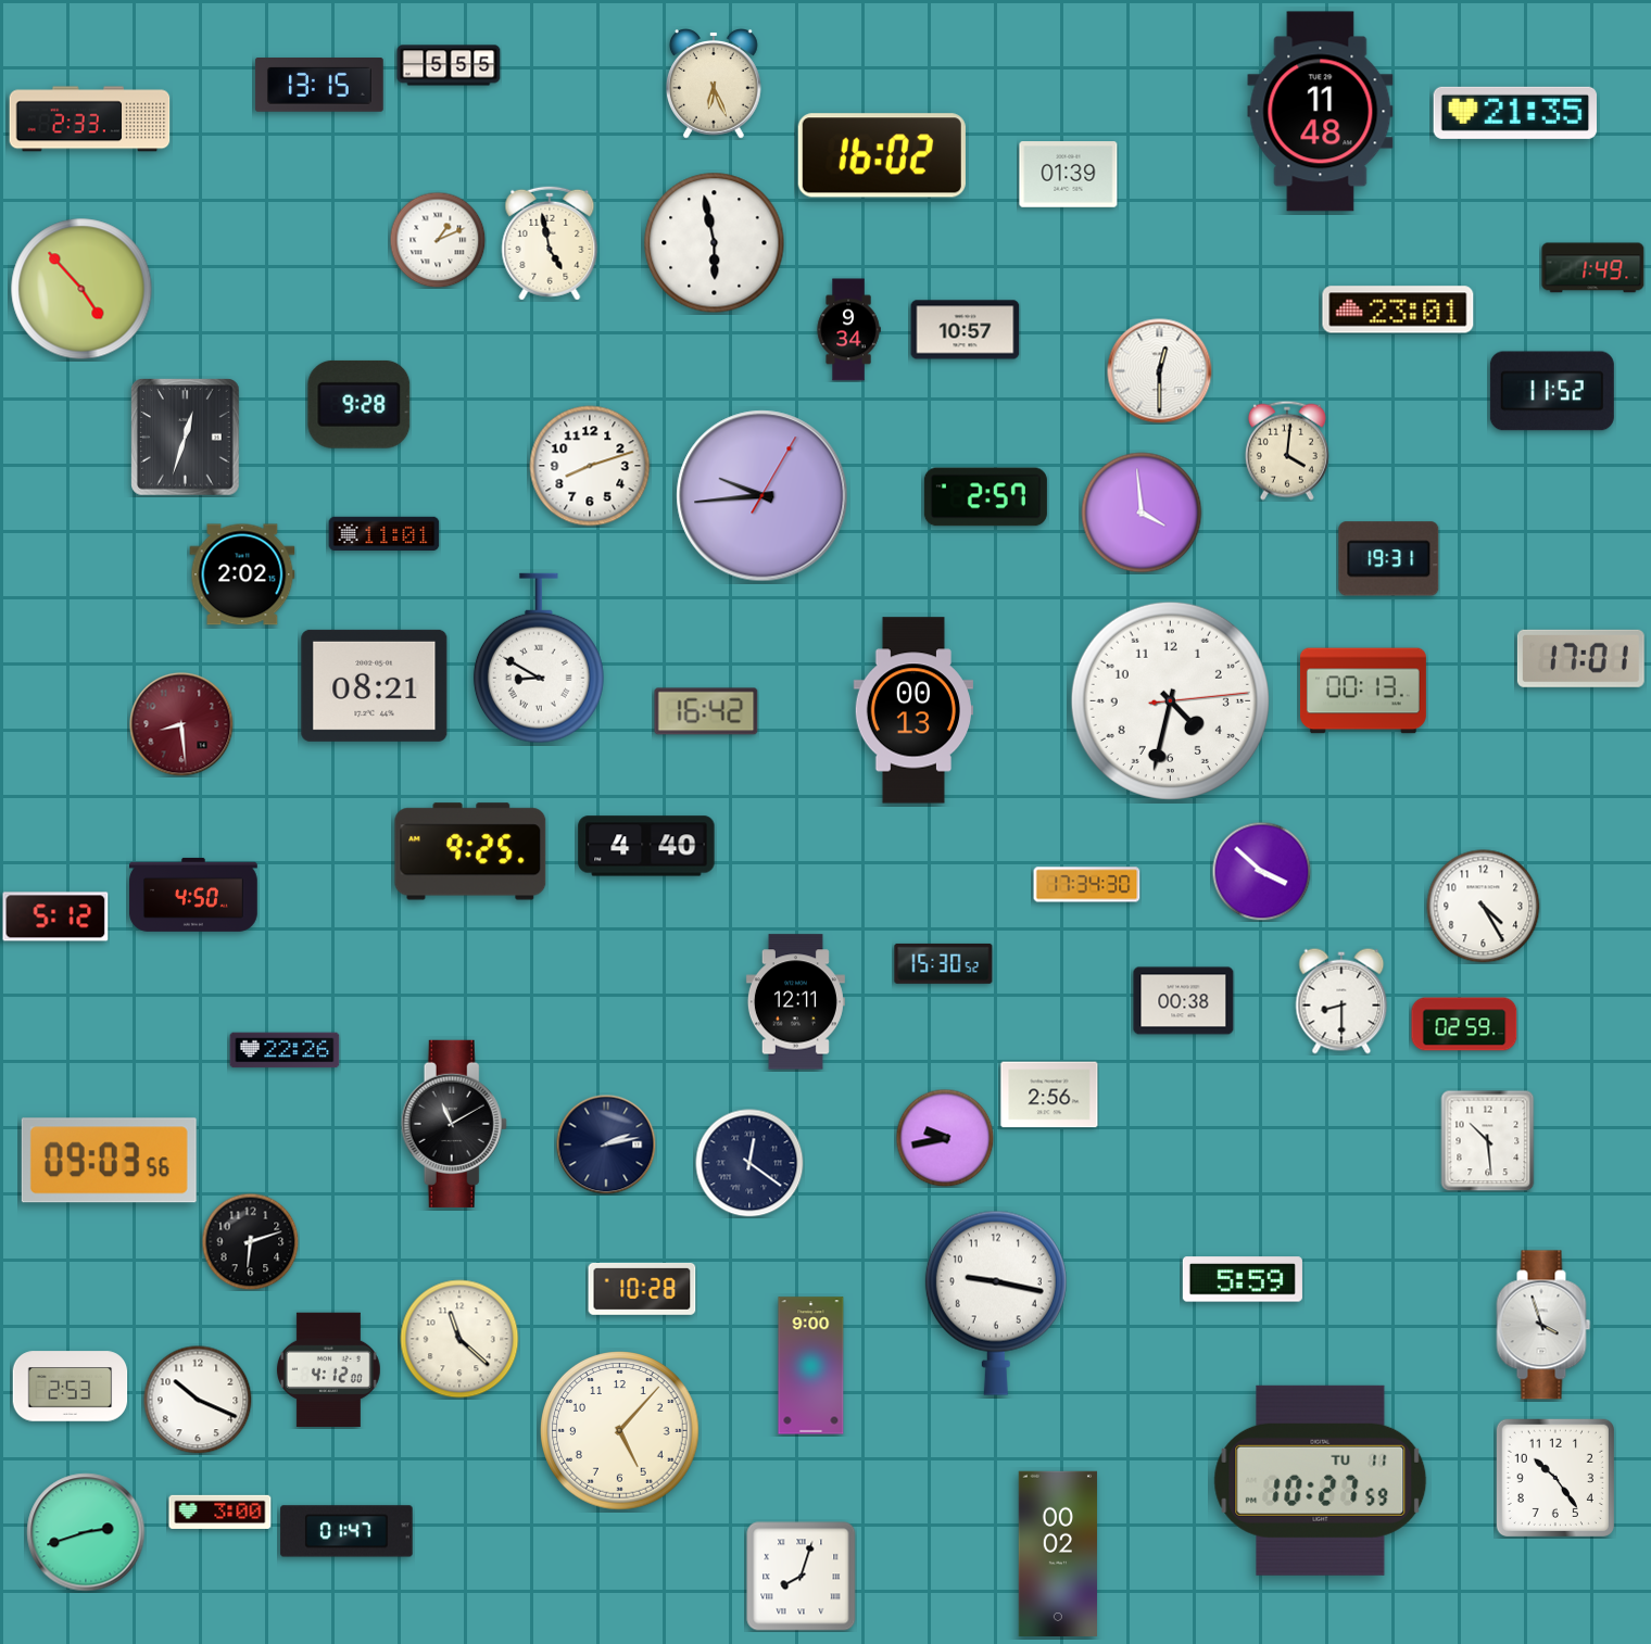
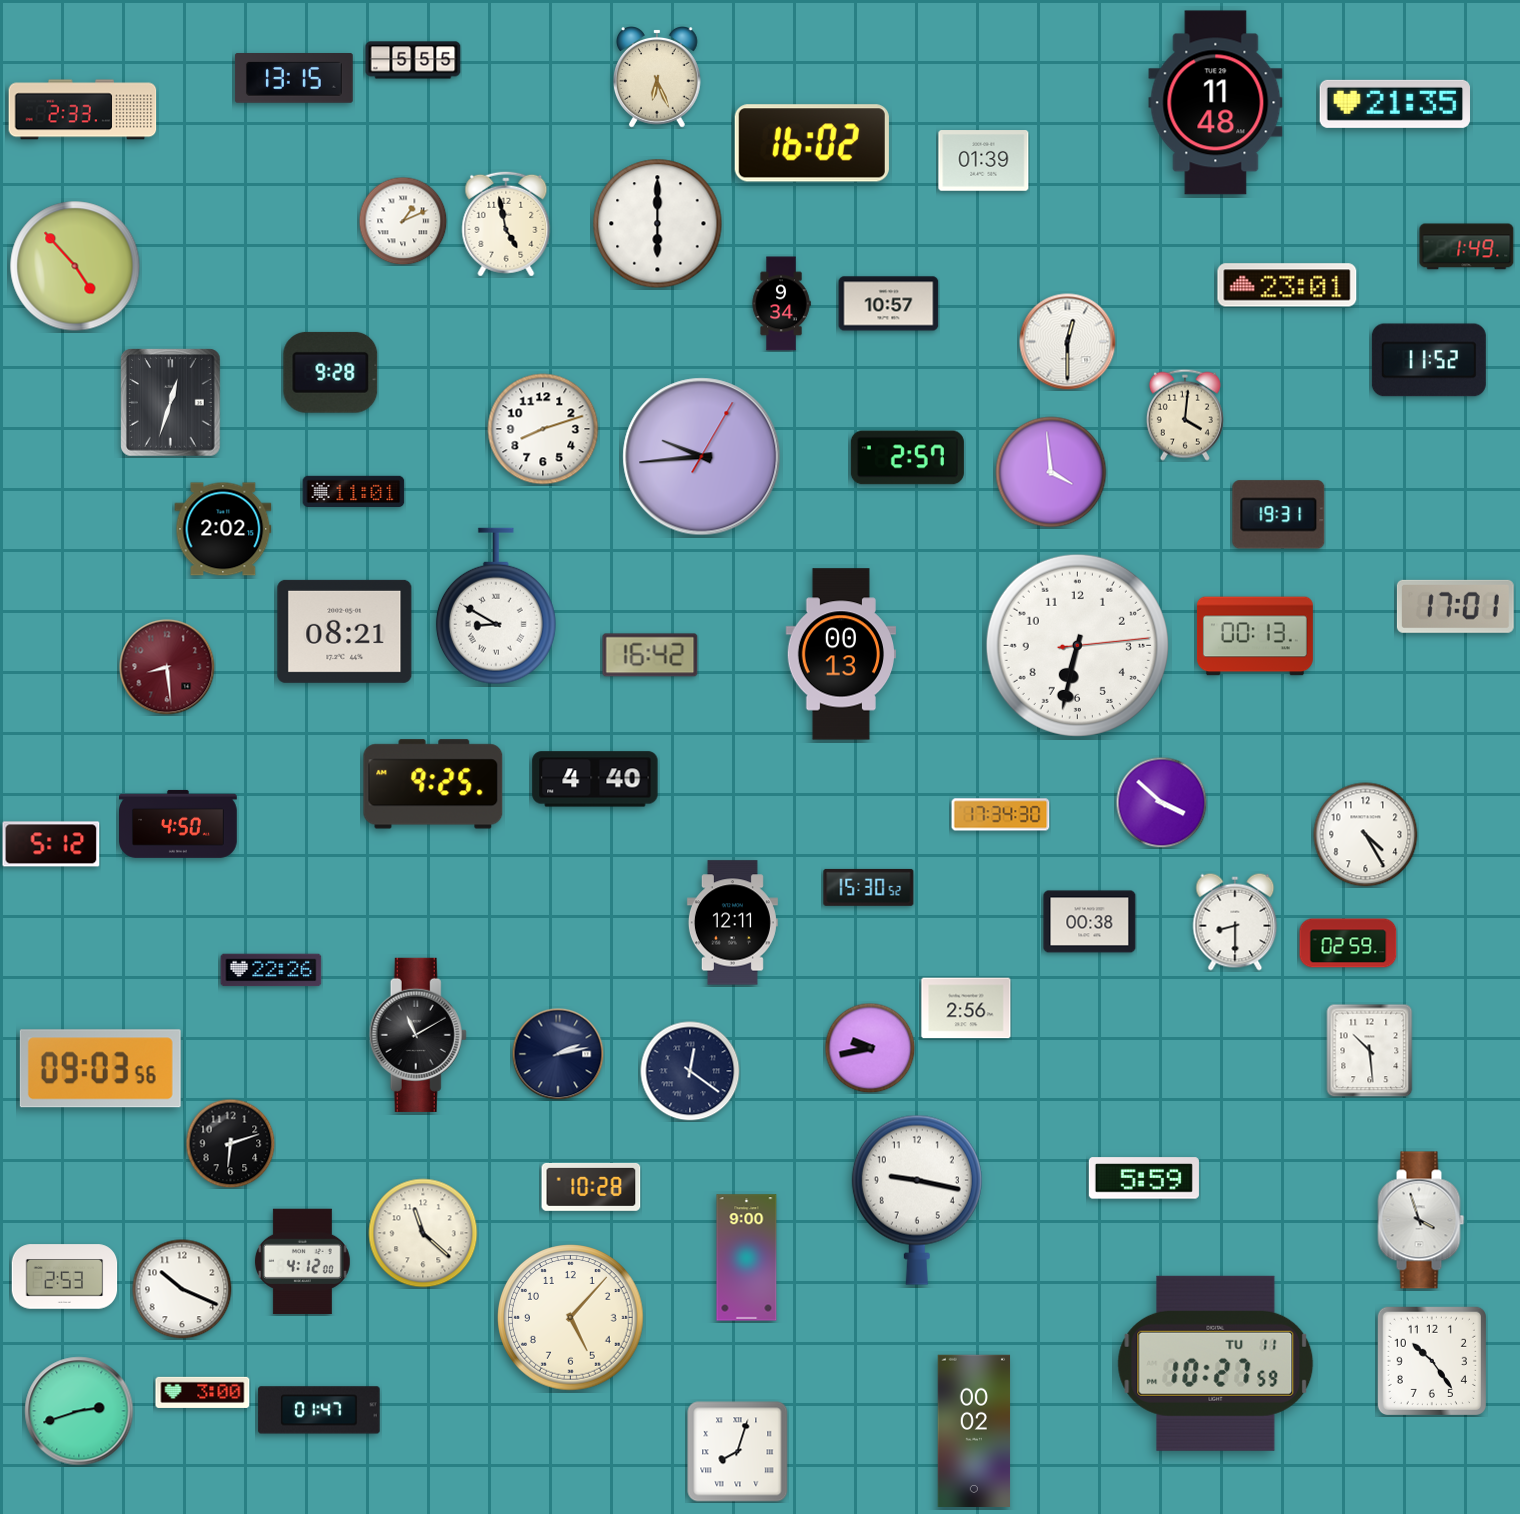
clock at (715, 243): 5:58 -> 6:00
clock at (1170, 700): 4:32 -> 6:32
clock at (285, 1050) position: (285, 1050) -> (271, 970)
